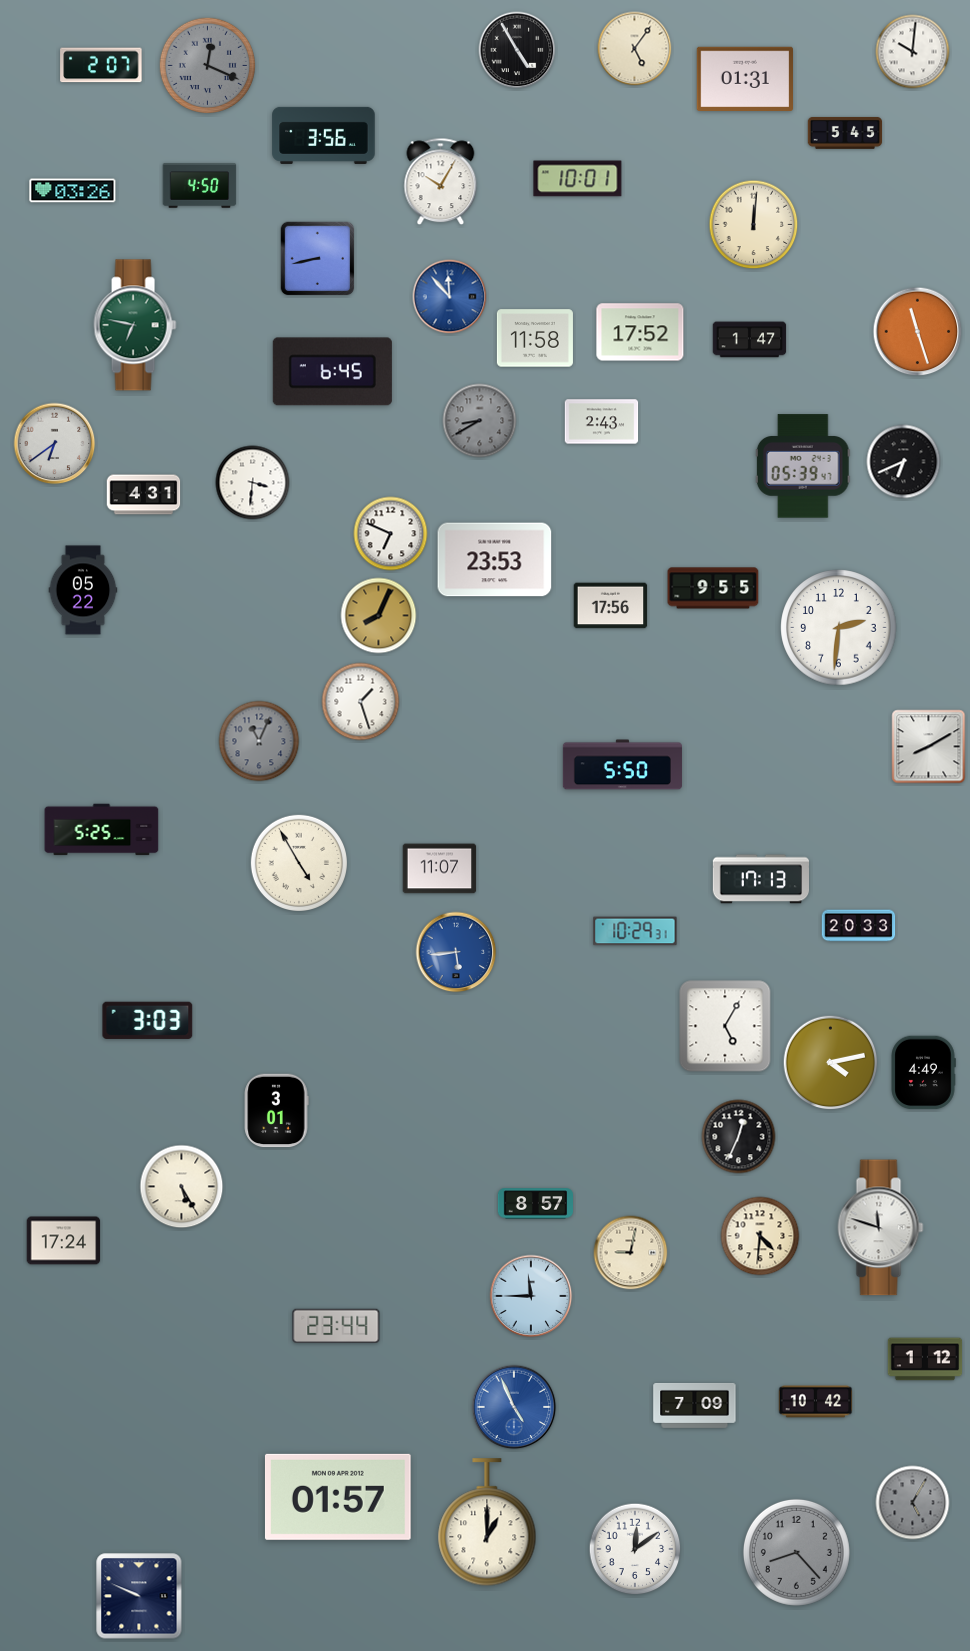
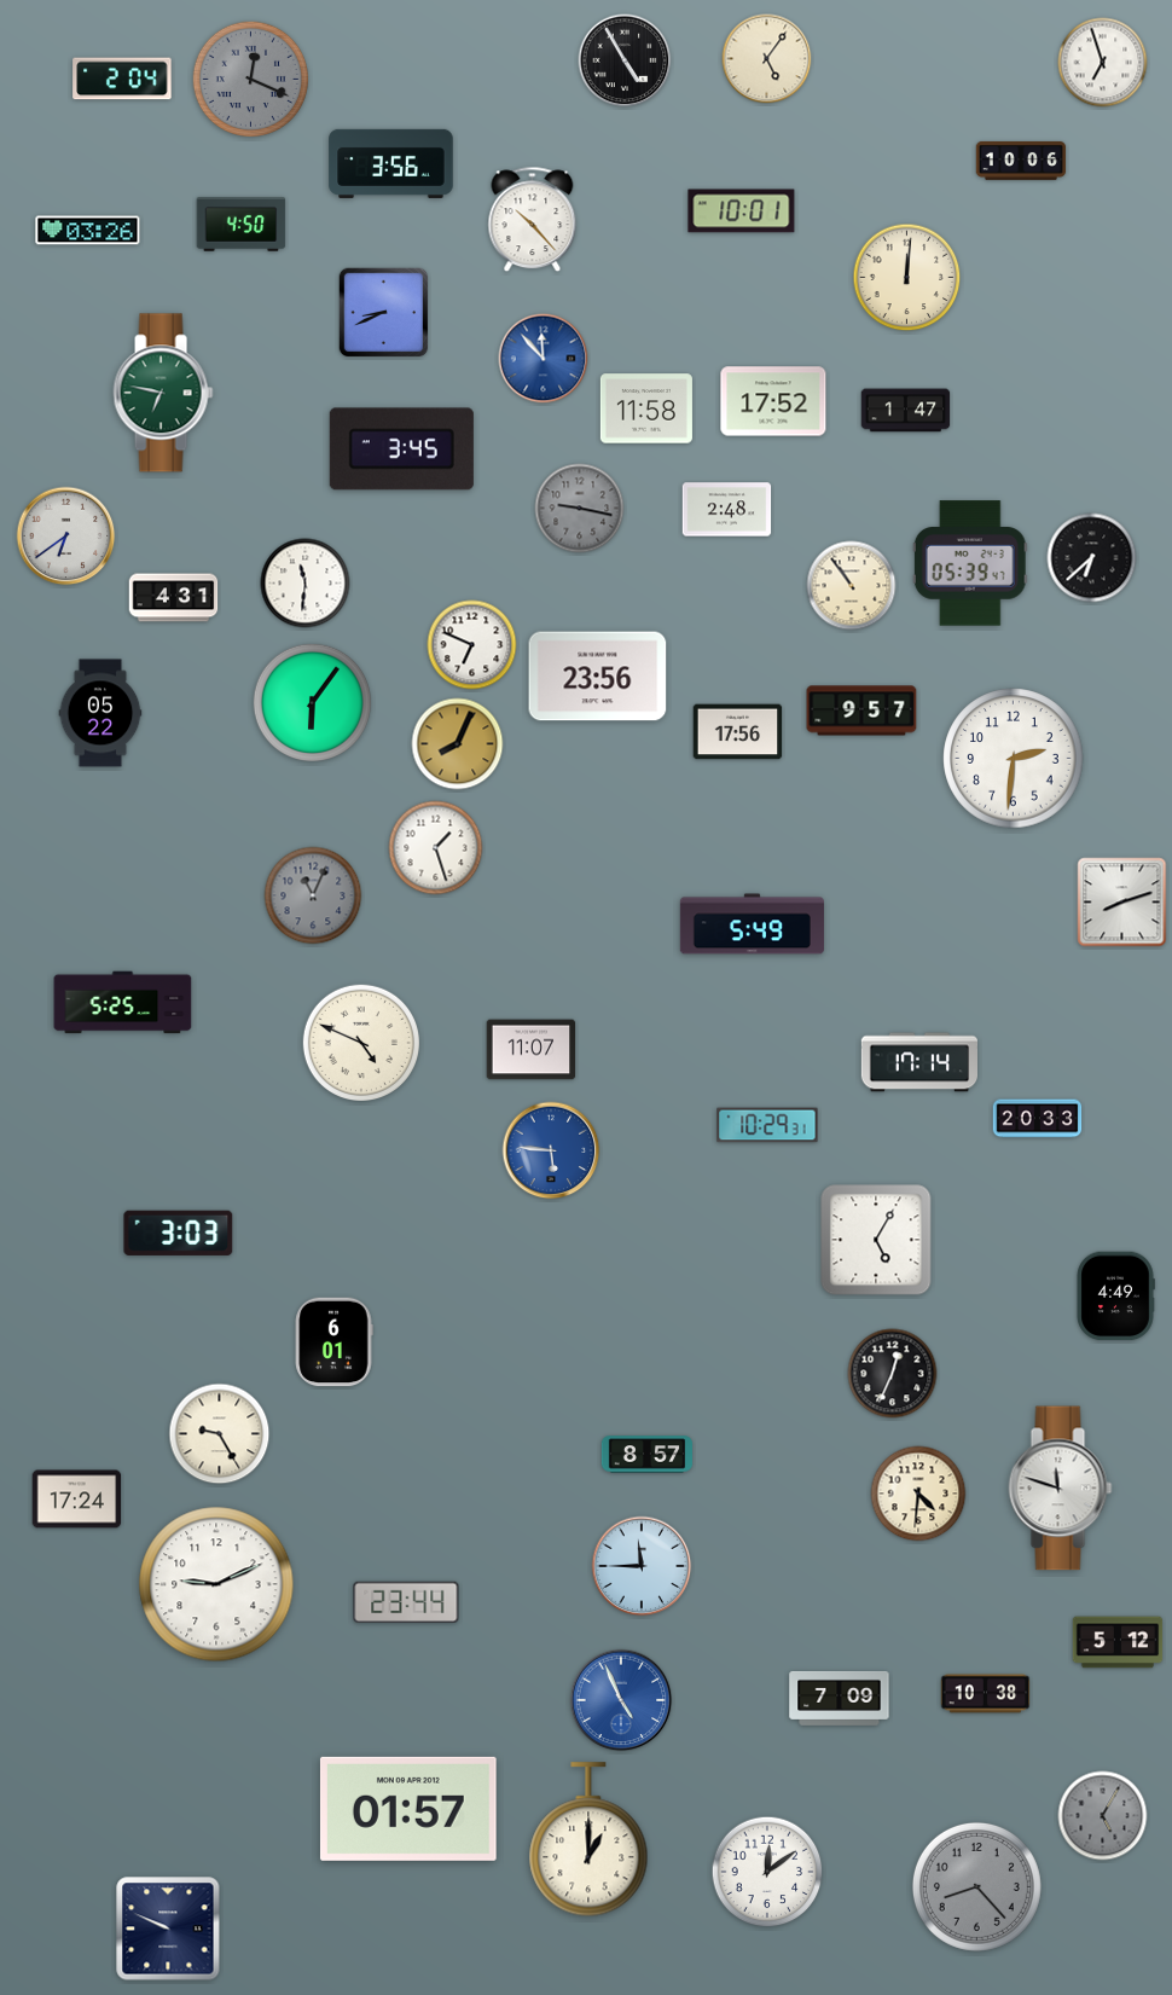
clock at (913, 52): 10:01 -> 6:57
clock at (101, 65): 2:07 -> 2:04
clock at (744, 78): 01:31 -> none
clock at (845, 133): 5:45 -> 10:06
clock at (578, 179) position: (578, 179) -> (742, 211)
clock at (441, 182): 10:05 -> 10:23
clock at (754, 225) position: (754, 225) -> (907, 278)
clock at (318, 259): 8:43 -> 8:41
clock at (918, 332): 11:27 -> none
clock at (332, 372): 6:45 -> 3:45
clock at (480, 421): 8:40 -> 9:17
clock at (602, 422): 2:43 -> 2:48
clock at (904, 462): 6:41 -> 6:38
clock at (253, 483): 3:31 -> 11:31
clock at (852, 586): none -> 10:54
clock at (495, 560): 23:53 -> 23:56
clock at (312, 702): none -> 6:06
clock at (713, 588): 9:55 -> 9:57
clock at (929, 747): 8:10 -> 8:12
clock at (622, 765): 5:50 -> 5:49
clock at (298, 862): 4:55 -> 4:49
clock at (760, 879): 17:13 -> 17:14
clock at (456, 952): 5:44 -> 5:46
clock at (831, 1063): 4:13 -> none
clock at (276, 1111): 3:01 -> 6:01
clock at (182, 1187): 5:25 -> 9:25
clock at (881, 1228) position: (881, 1228) -> (1061, 1489)
clock at (631, 1253): 9:02 -> none
clock at (216, 1584): none -> 9:11
clock at (925, 1359): 1:12 -> 5:12
clock at (816, 1402): 10:42 -> 10:38
clock at (796, 1552) position: (796, 1552) -> (976, 1886)
